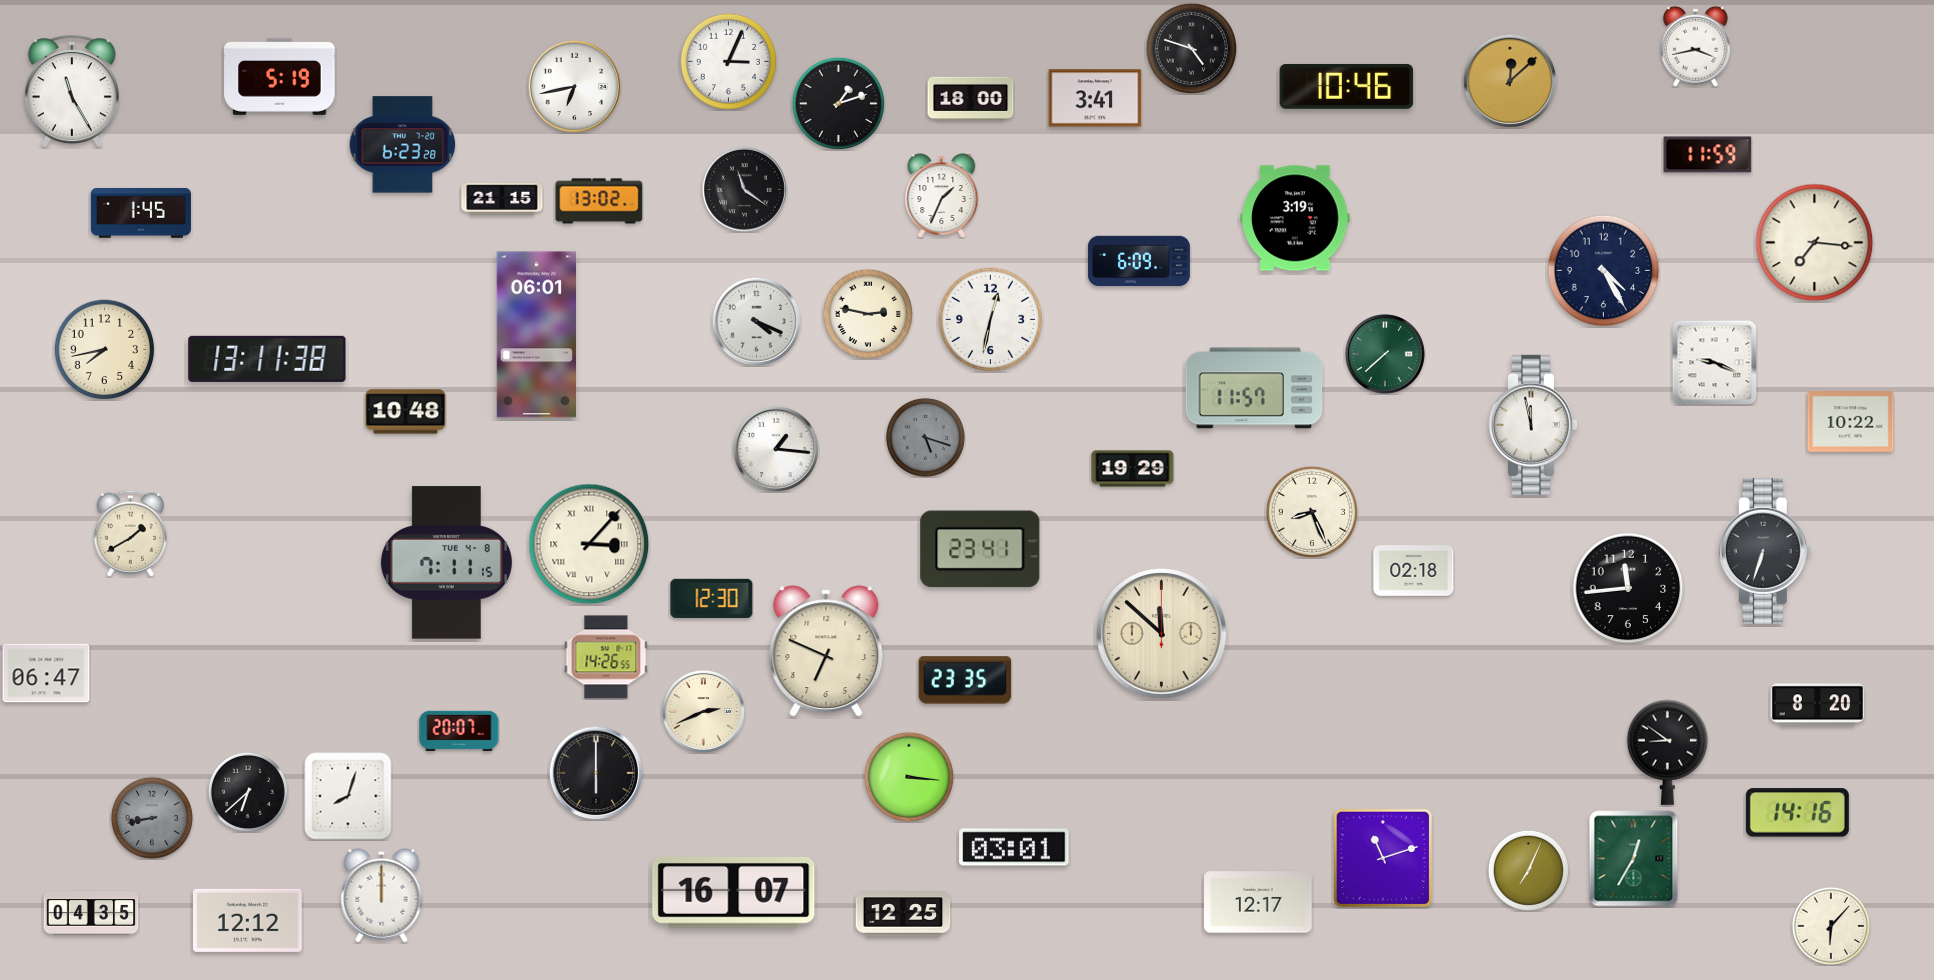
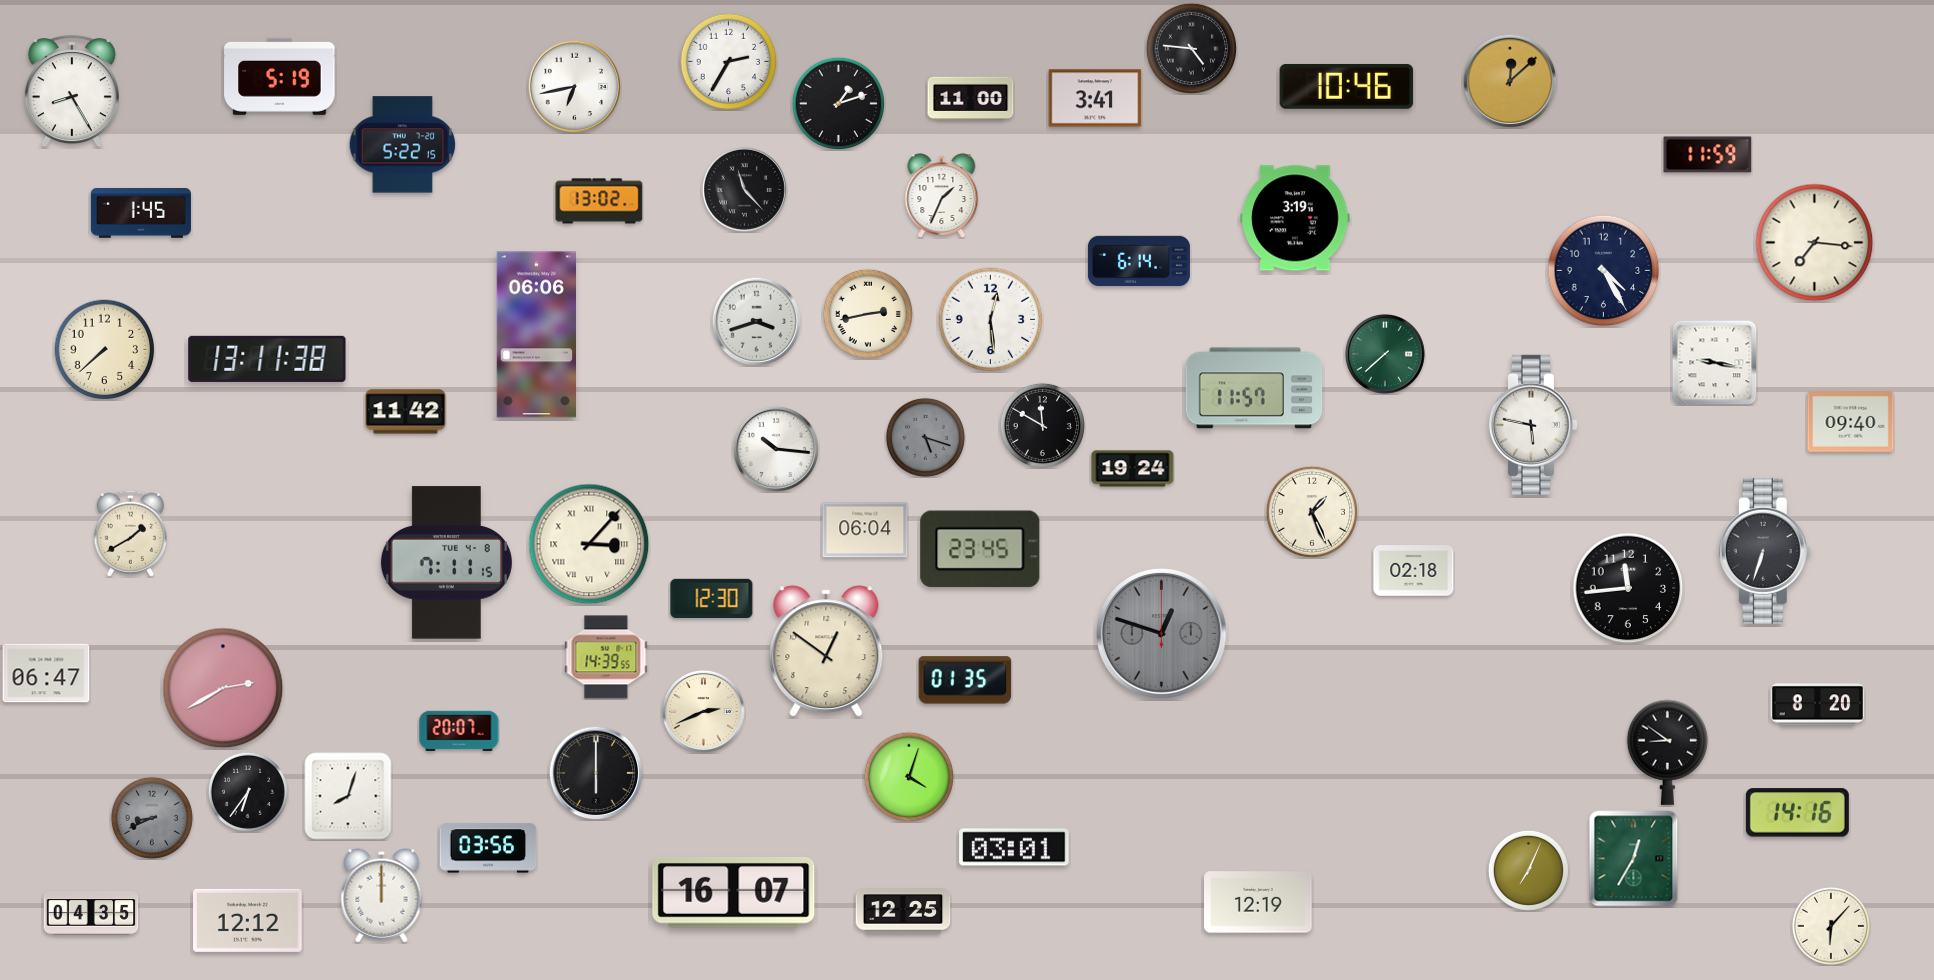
clock at (1695, 46): 3:43 -> none
clock at (1191, 48): 4:48 -> 4:46
clock at (728, 61): 3:04 -> 2:35
clock at (72, 92): 11:25 -> 8:25
clock at (971, 99): 18:00 -> 11:00
clock at (403, 145): 6:23 -> 5:22
clock at (744, 189): 11:21 -> 11:23
clock at (502, 198): 21:15 -> none
clock at (1139, 261): 6:09 -> 6:14
clock at (867, 313): 2:47 -> 2:43
clock at (991, 320): 12:32 -> 12:29
clock at (756, 321): 4:19 -> 3:42
clock at (536, 335): 06:01 -> 06:06
clock at (105, 350): 7:43 -> 7:38
clock at (1714, 362): 9:19 -> 9:17
clock at (406, 412): 10:48 -> 11:42
clock at (1851, 422): 10:22 -> 09:40
clock at (1042, 425): none -> 11:50
clock at (1532, 425): 11:58 -> 5:47
clock at (776, 449): 1:16 -> 10:16
clock at (1133, 469): 19:29 -> 19:24
clock at (1311, 511): 8:26 -> 1:26
clock at (865, 530): none -> 06:04
clock at (980, 549): 23:41 -> 23:45
clock at (1162, 634): 11:52 -> 12:48
clock at (1162, 634) dial: cream -> grey
clock at (826, 651): 6:49 -> 12:51
clock at (606, 657): 14:26 -> 14:39
clock at (965, 680): 23:35 -> 01:35
clock at (223, 688): none -> 2:40
clock at (908, 776): 3:16 -> 4:03
clock at (248, 792): 6:38 -> 6:36
clock at (152, 818): 8:43 -> 8:41
clock at (488, 848): none -> 03:56
clock at (1383, 858): 11:12 -> none
clock at (1258, 902): 12:17 -> 12:19
clock at (903, 914) position: (903, 914) -> (903, 911)
